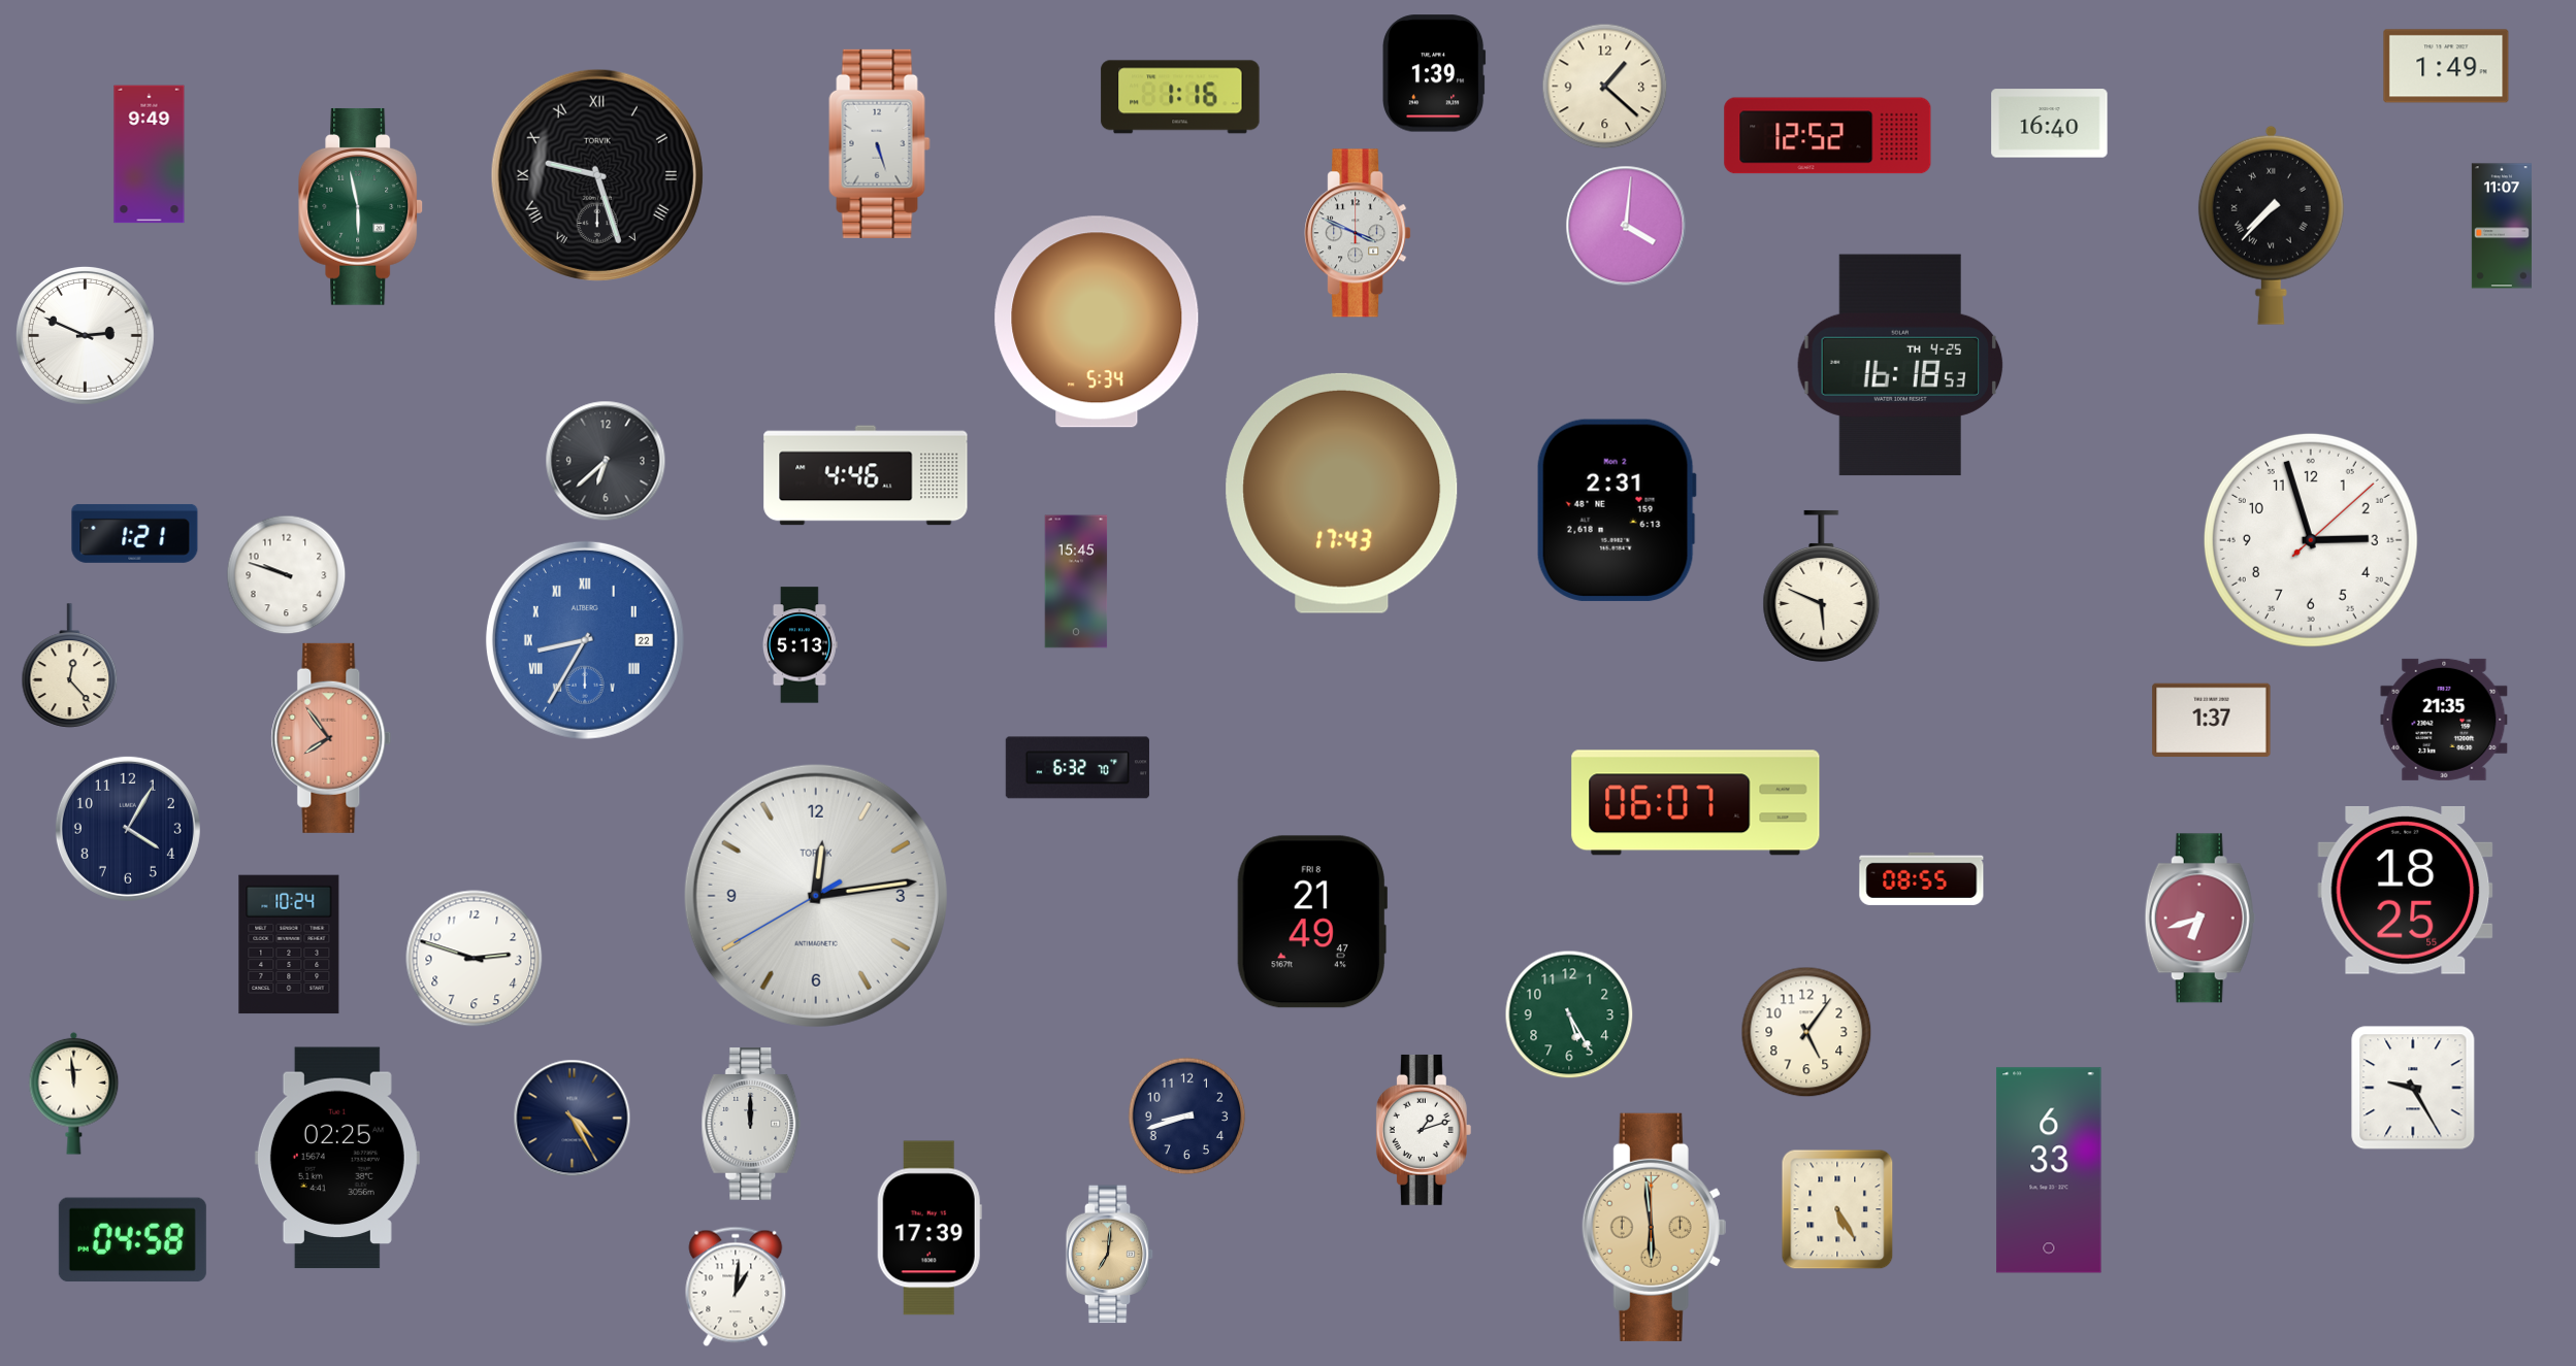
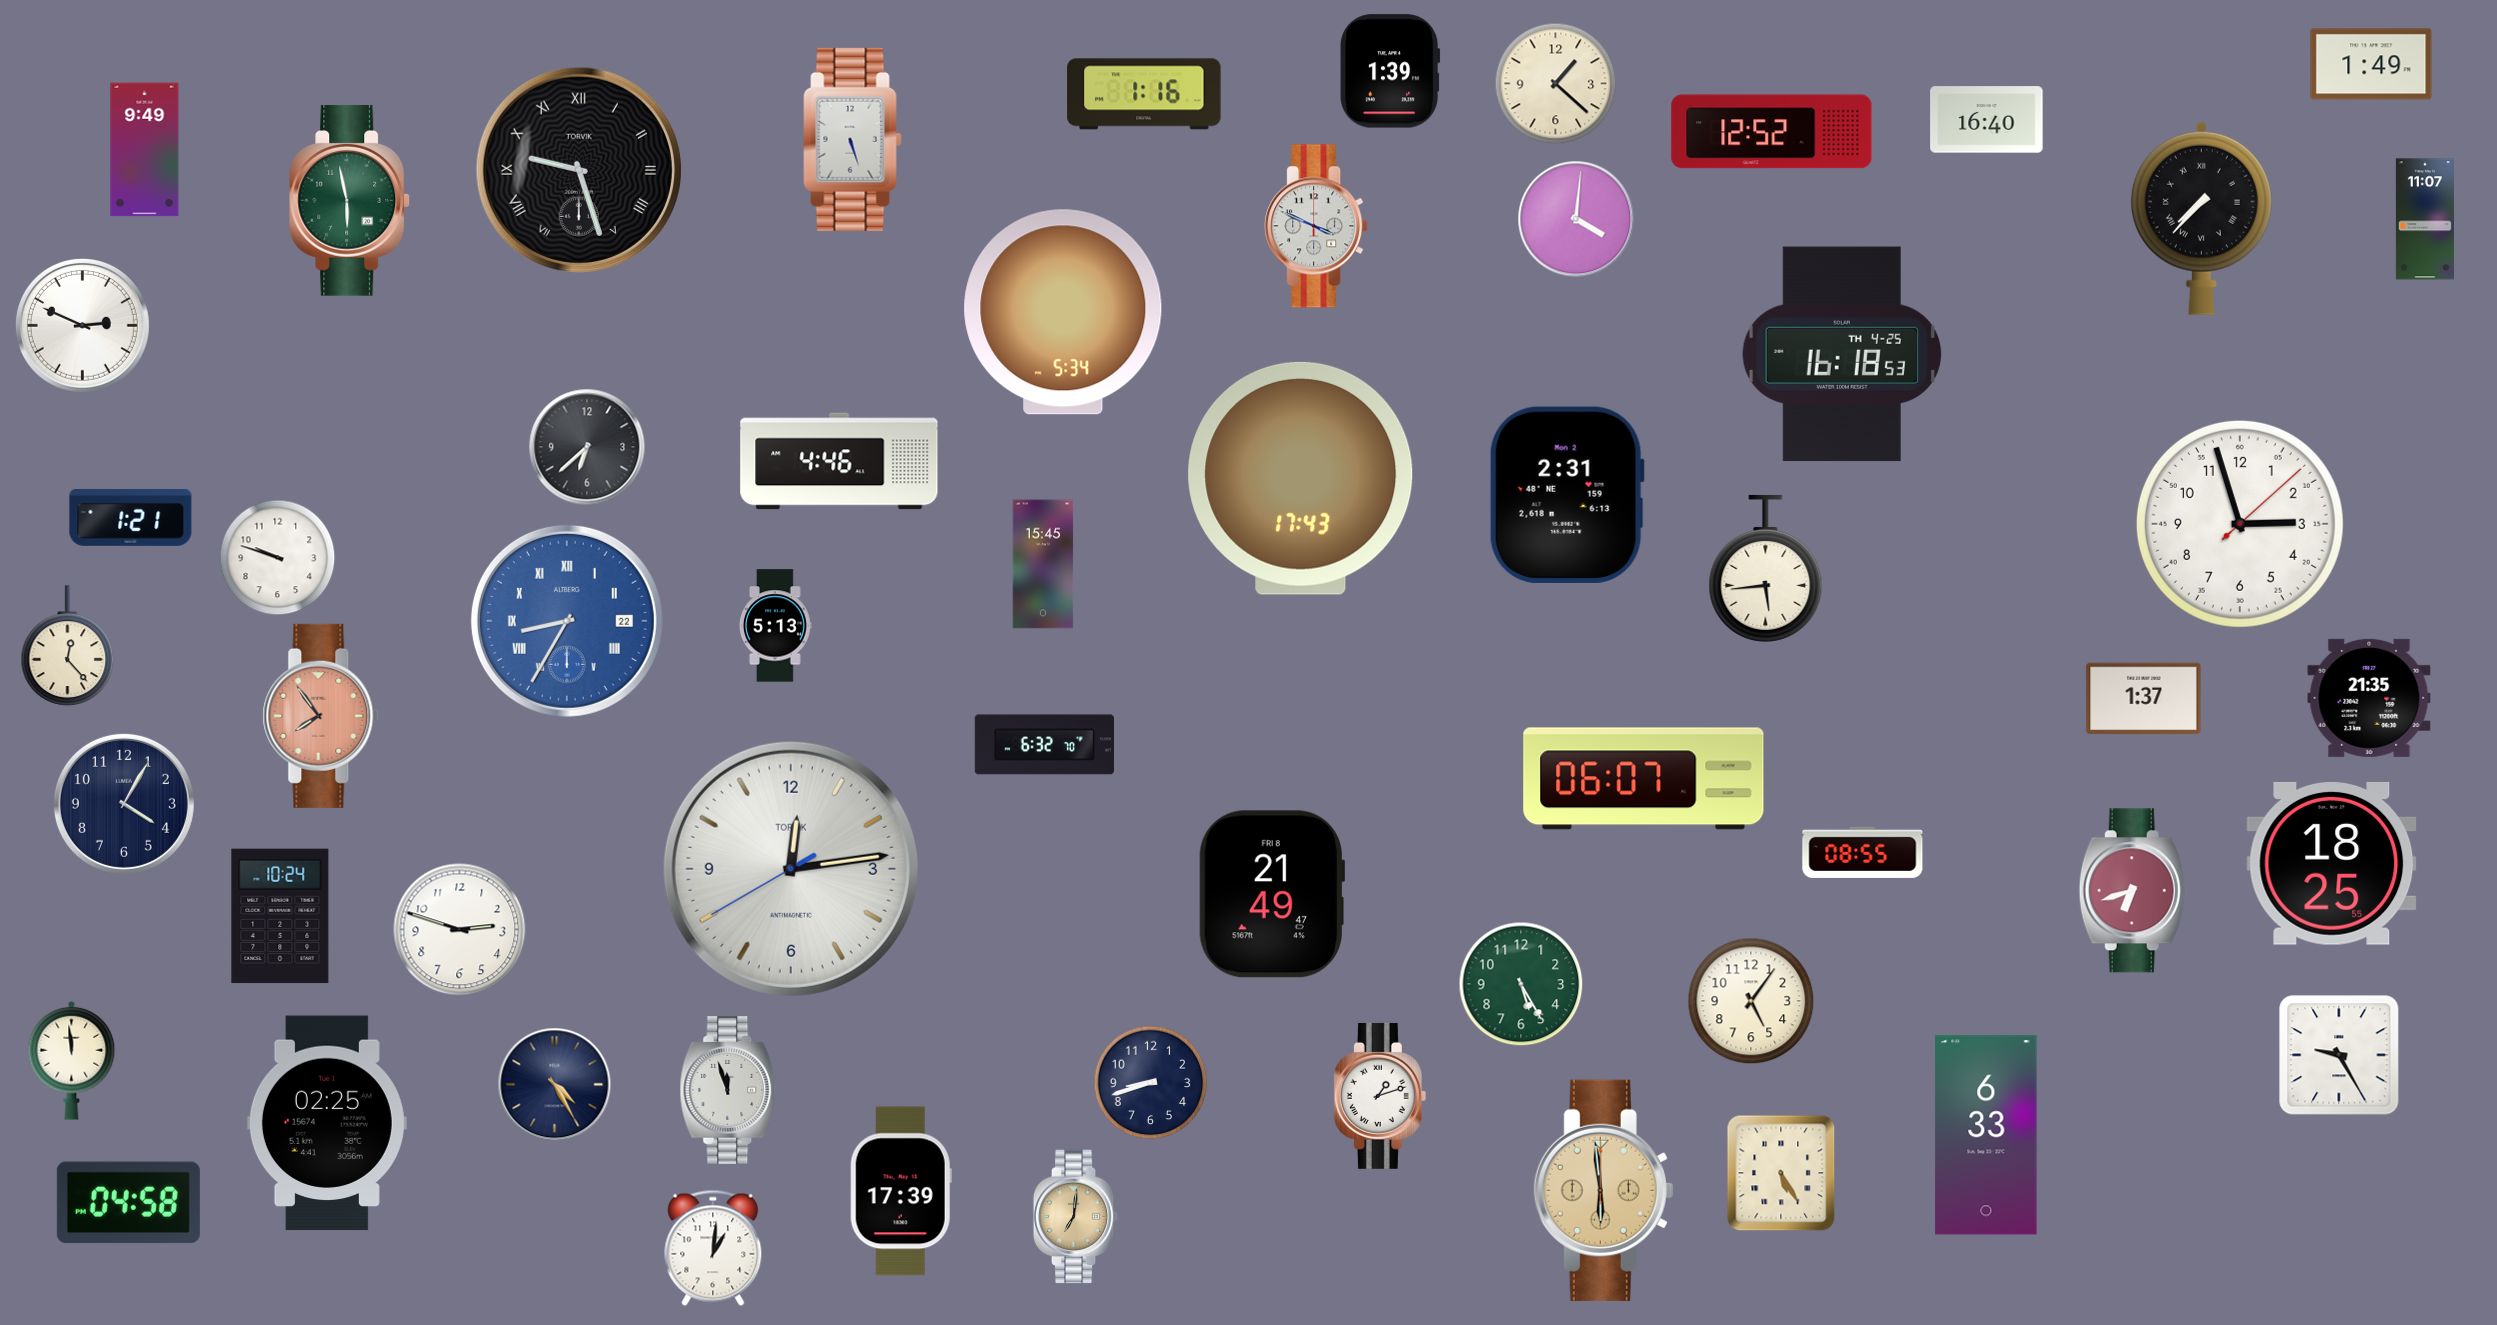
clock at (1822, 586): 5:49 -> 5:44
clock at (751, 1124): 12:00 -> 11:57
